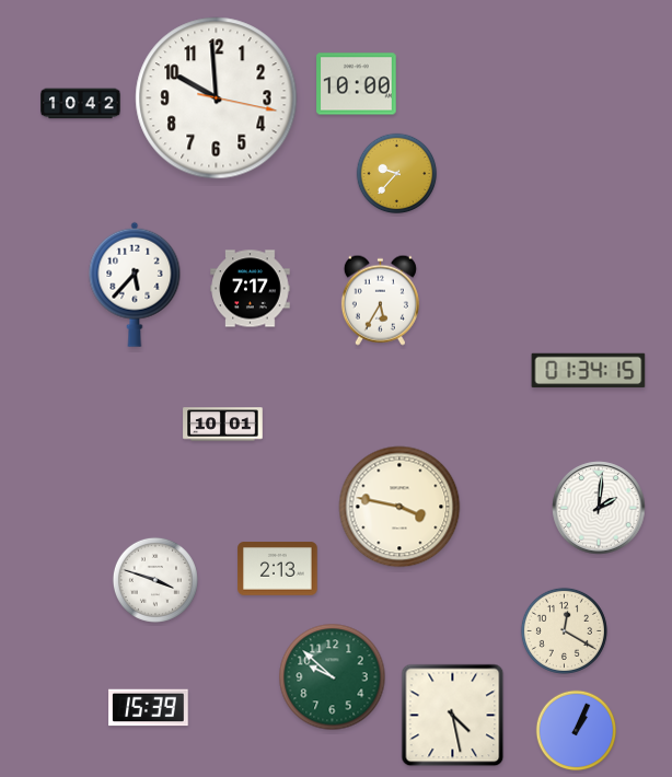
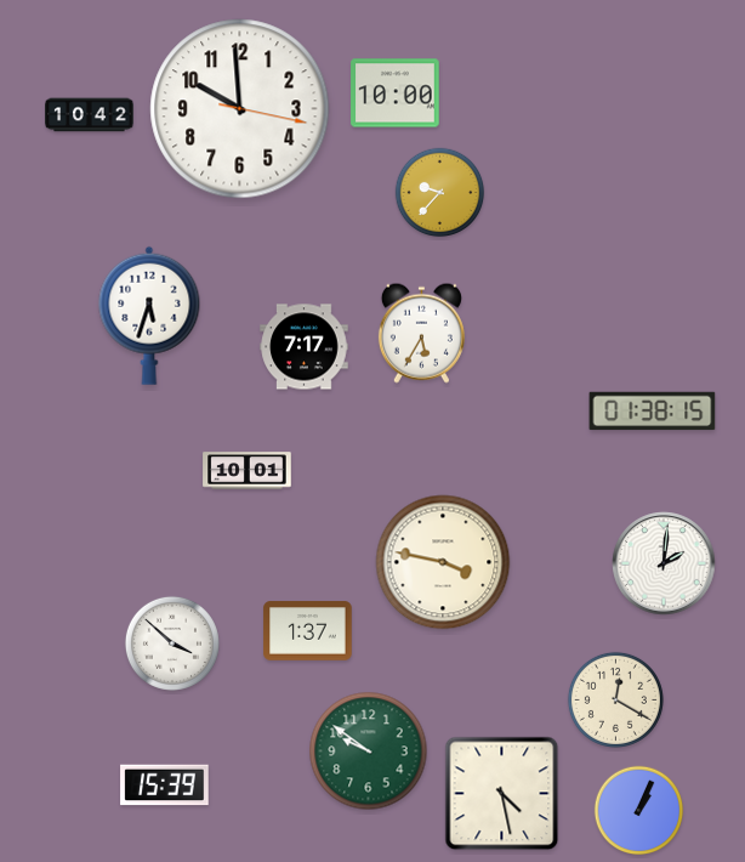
clock at (135, 285): 5:37 -> 5:33
clock at (251, 289) position: (251, 289) -> (305, 347)
clock at (589, 371): 01:34 -> 01:38
clock at (278, 569): 2:13 -> 1:37
clock at (155, 580): 3:48 -> 3:52
clock at (564, 630) position: (564, 630) -> (615, 699)
clock at (333, 677): 9:52 -> 9:51
